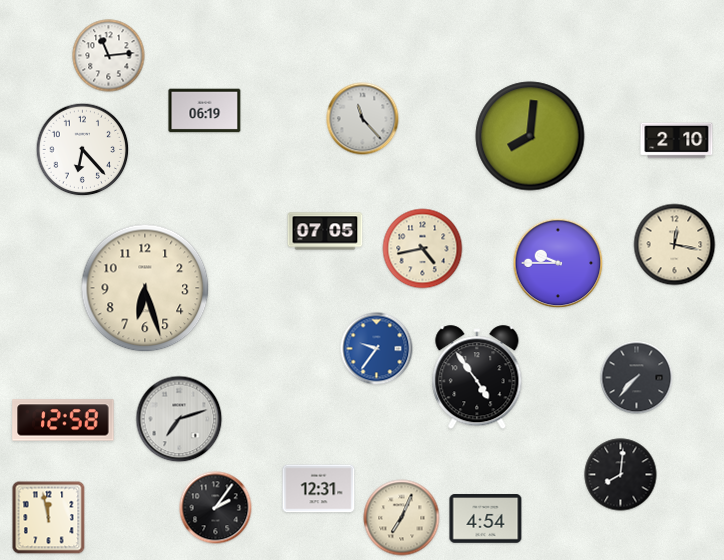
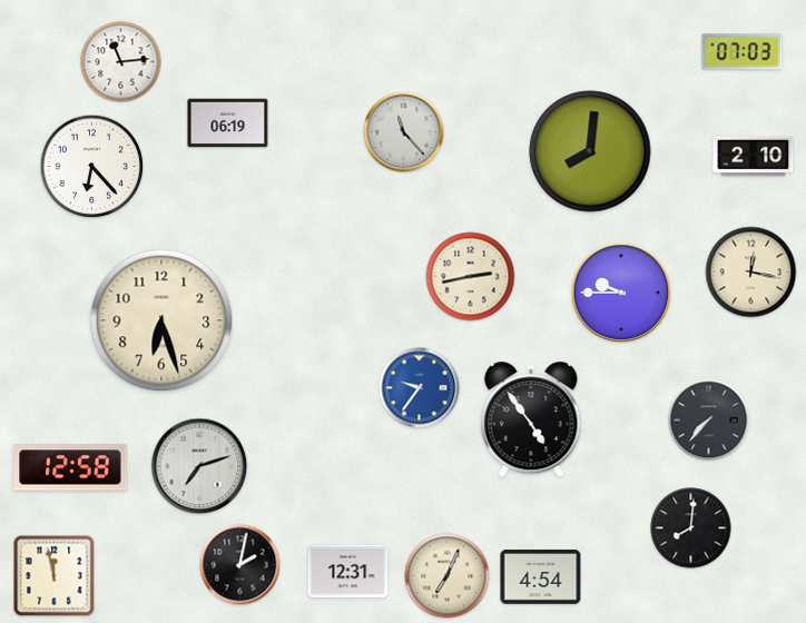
clock at (743, 52): none -> 07:03
clock at (325, 231): 07:05 -> none
clock at (423, 249): 4:43 -> 2:43
clock at (319, 489) position: (319, 489) -> (348, 572)
clock at (216, 508): 2:06 -> 2:02
